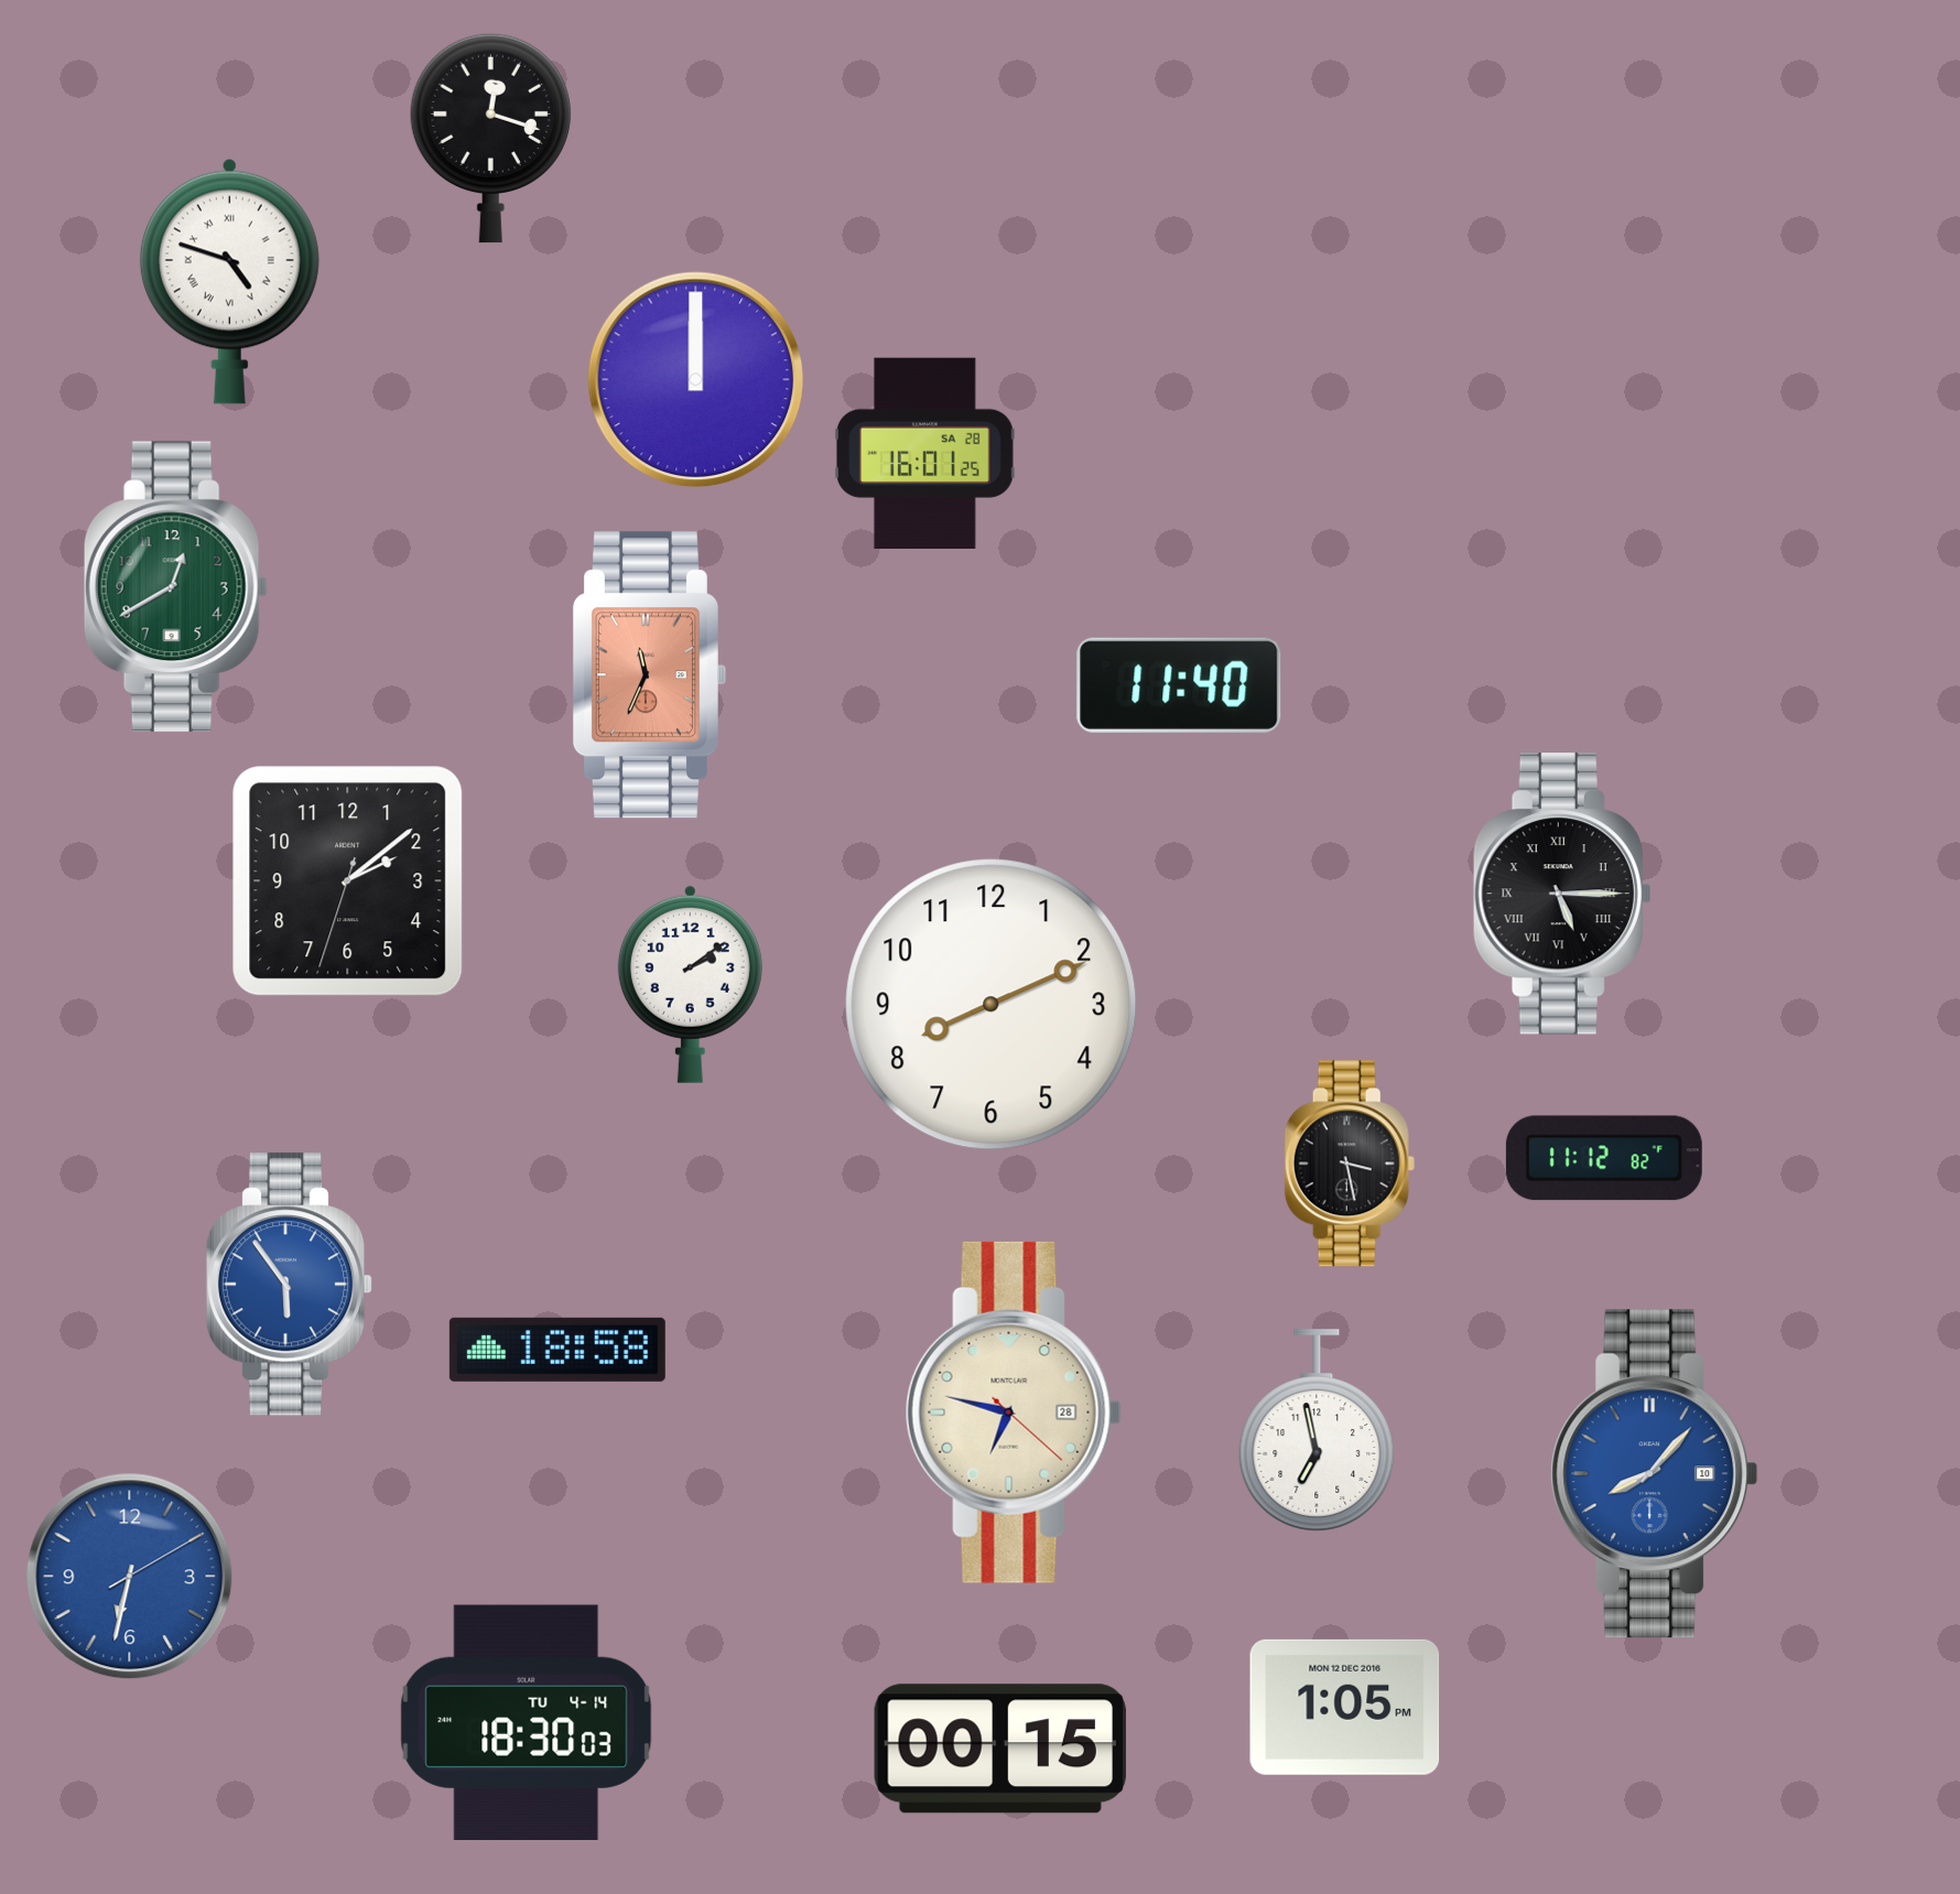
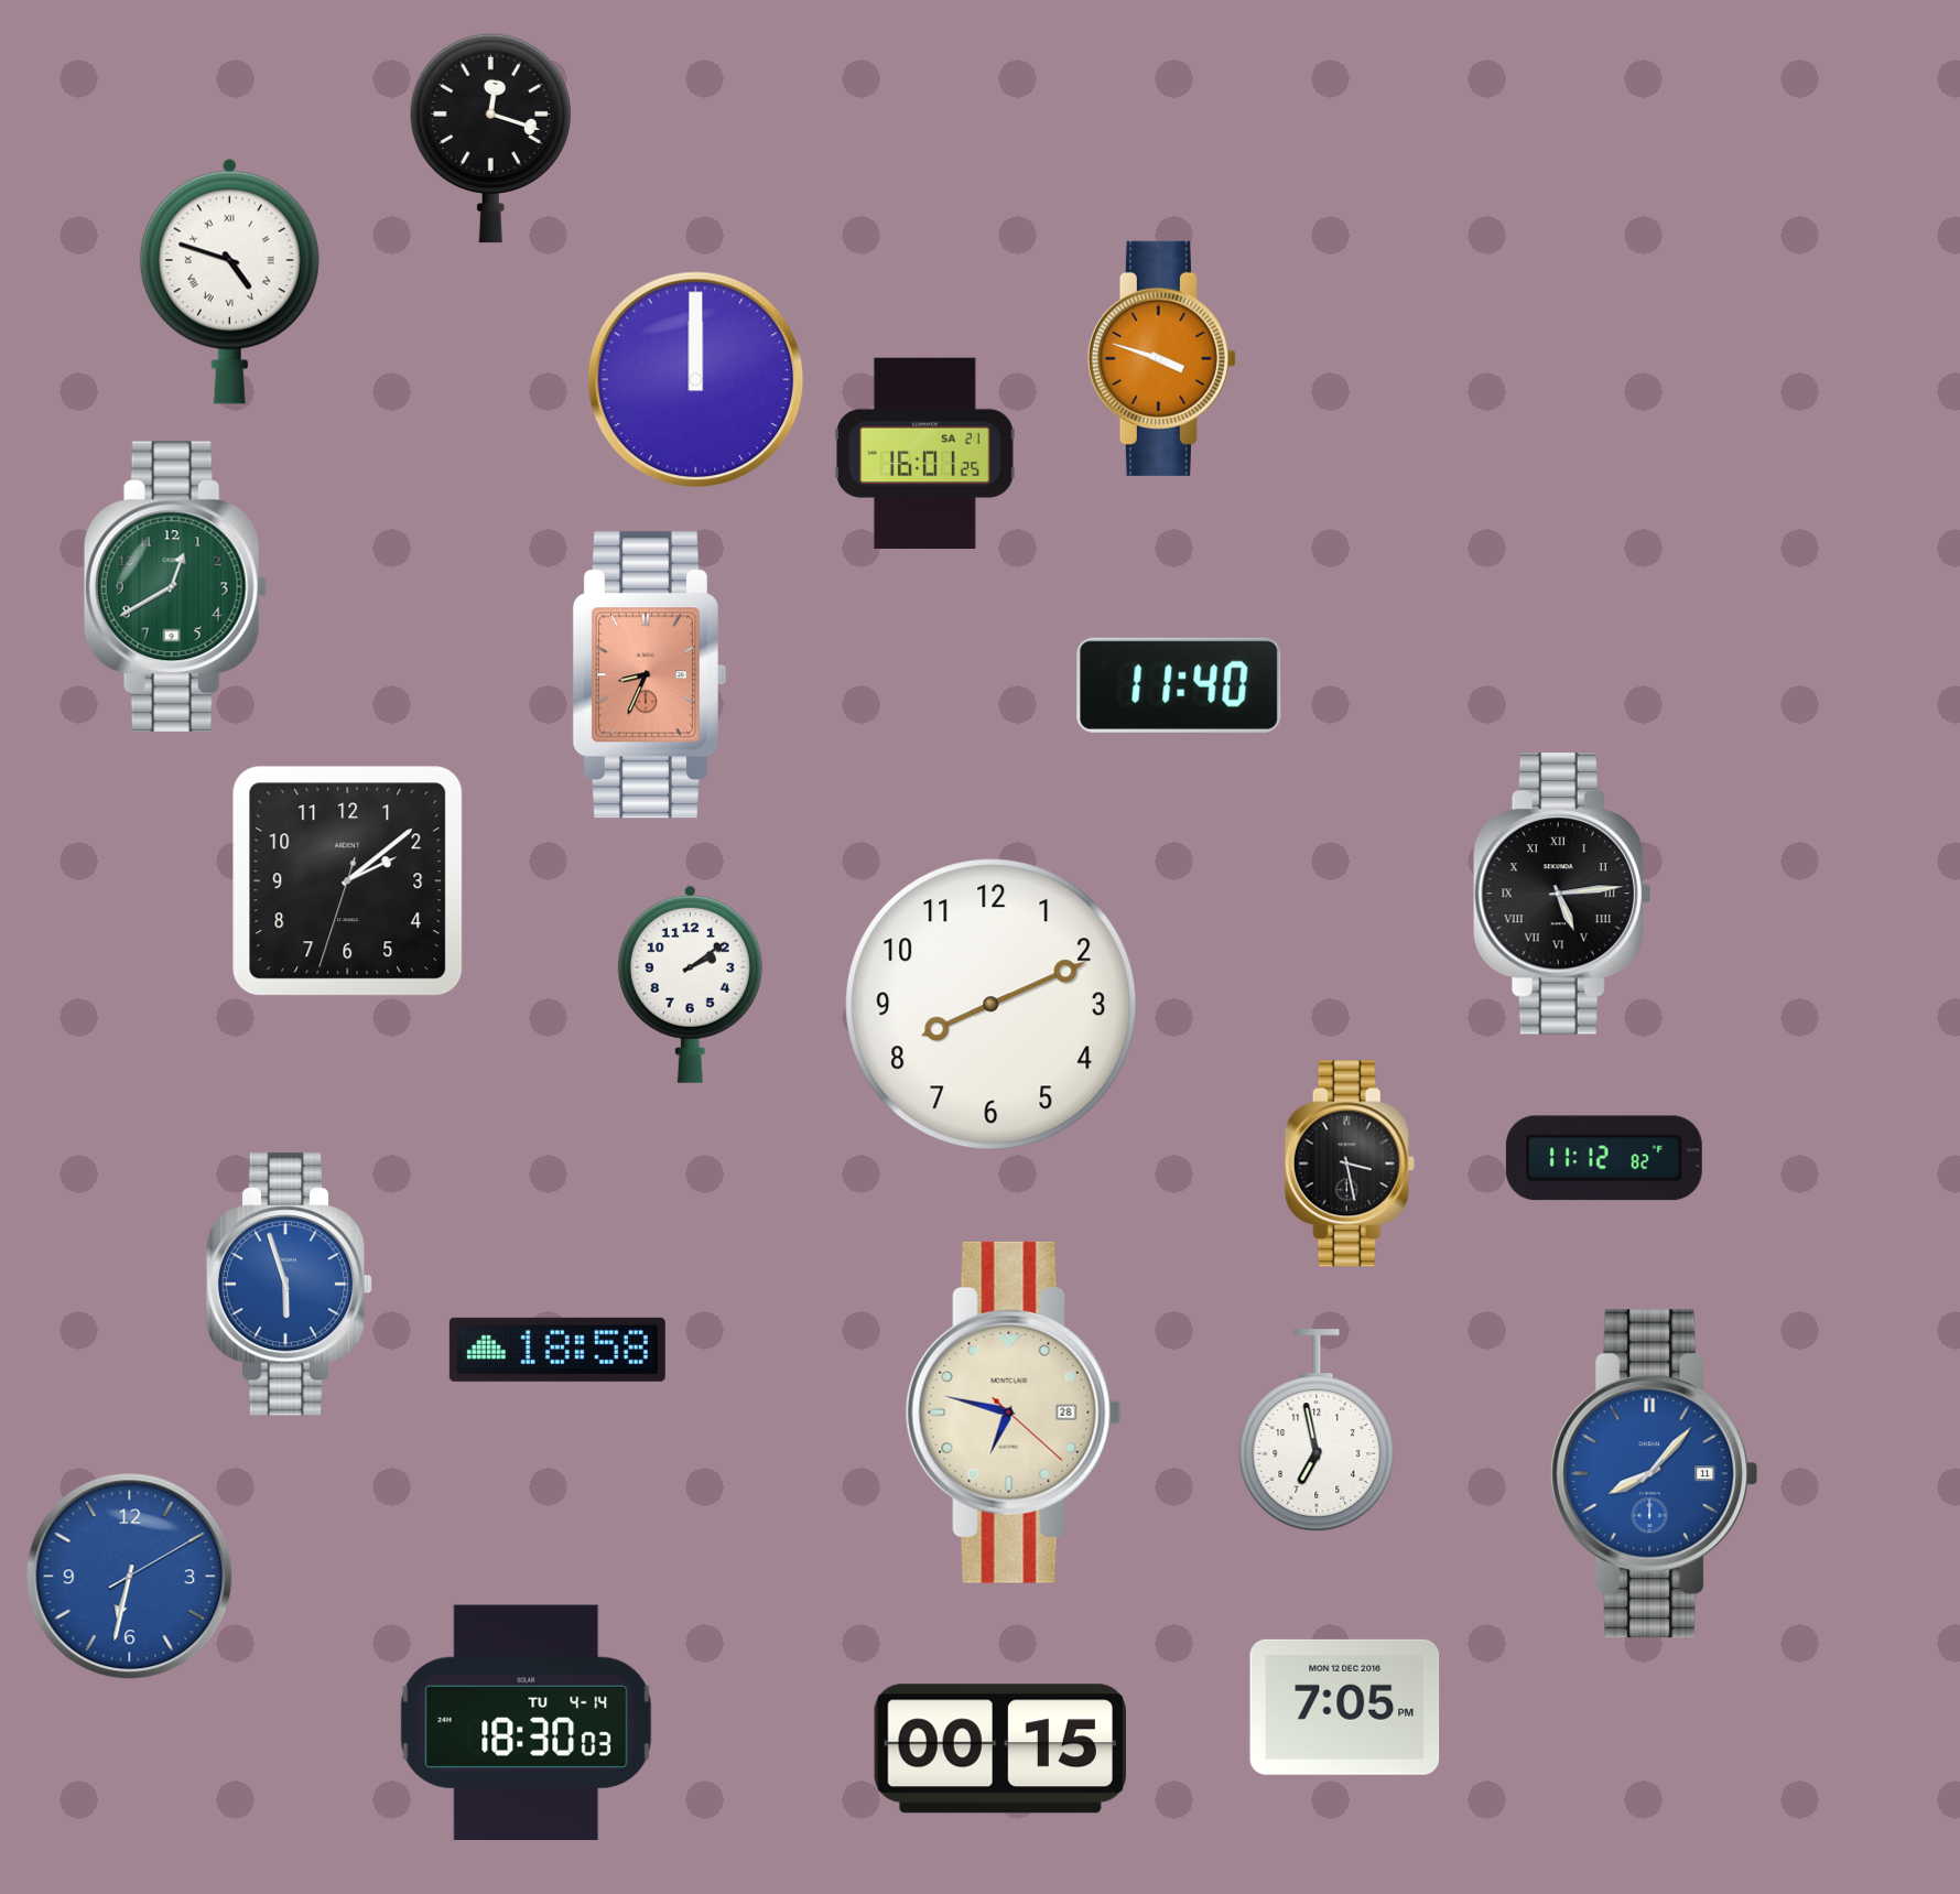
clock at (1161, 358): none -> 3:48
clock at (925, 453) date: SA 28 -> SA 21
clock at (649, 675): 11:34 -> 8:34
clock at (1562, 895): 5:15 -> 5:14
clock at (290, 1285): 5:54 -> 5:57
clock at (1655, 1474) date: 10 -> 11
clock at (1345, 1707): 1:05 -> 7:05
